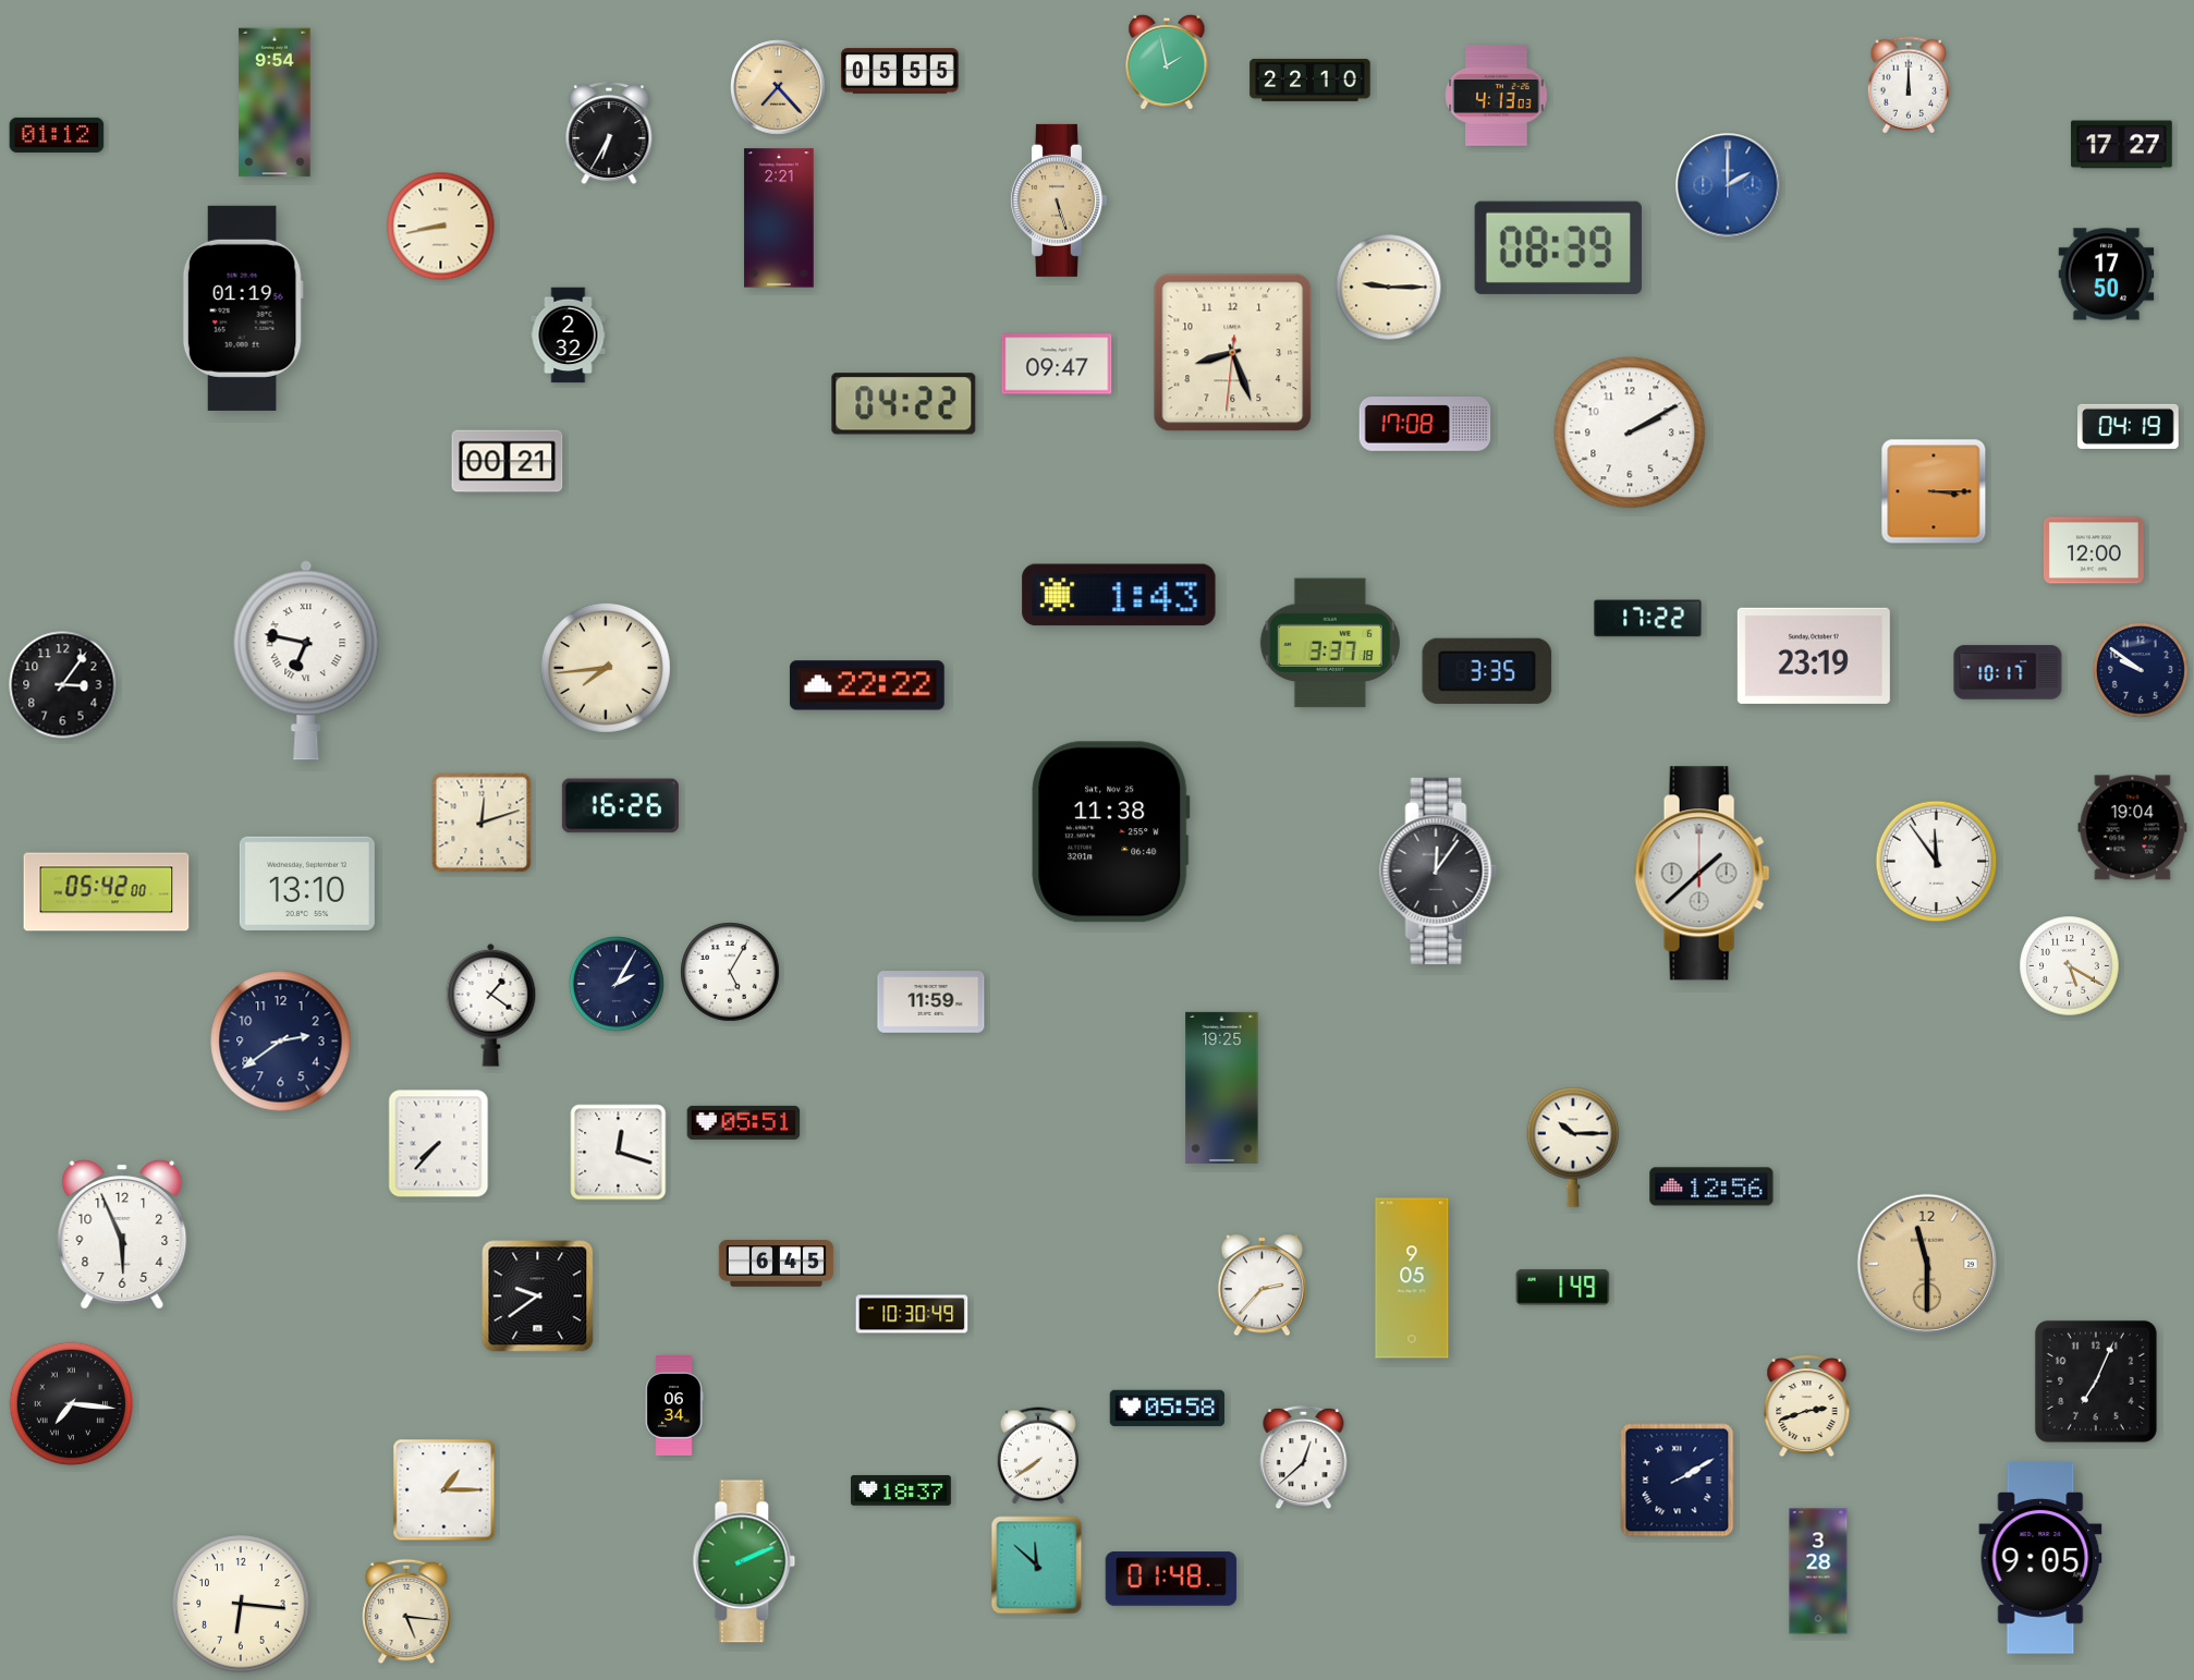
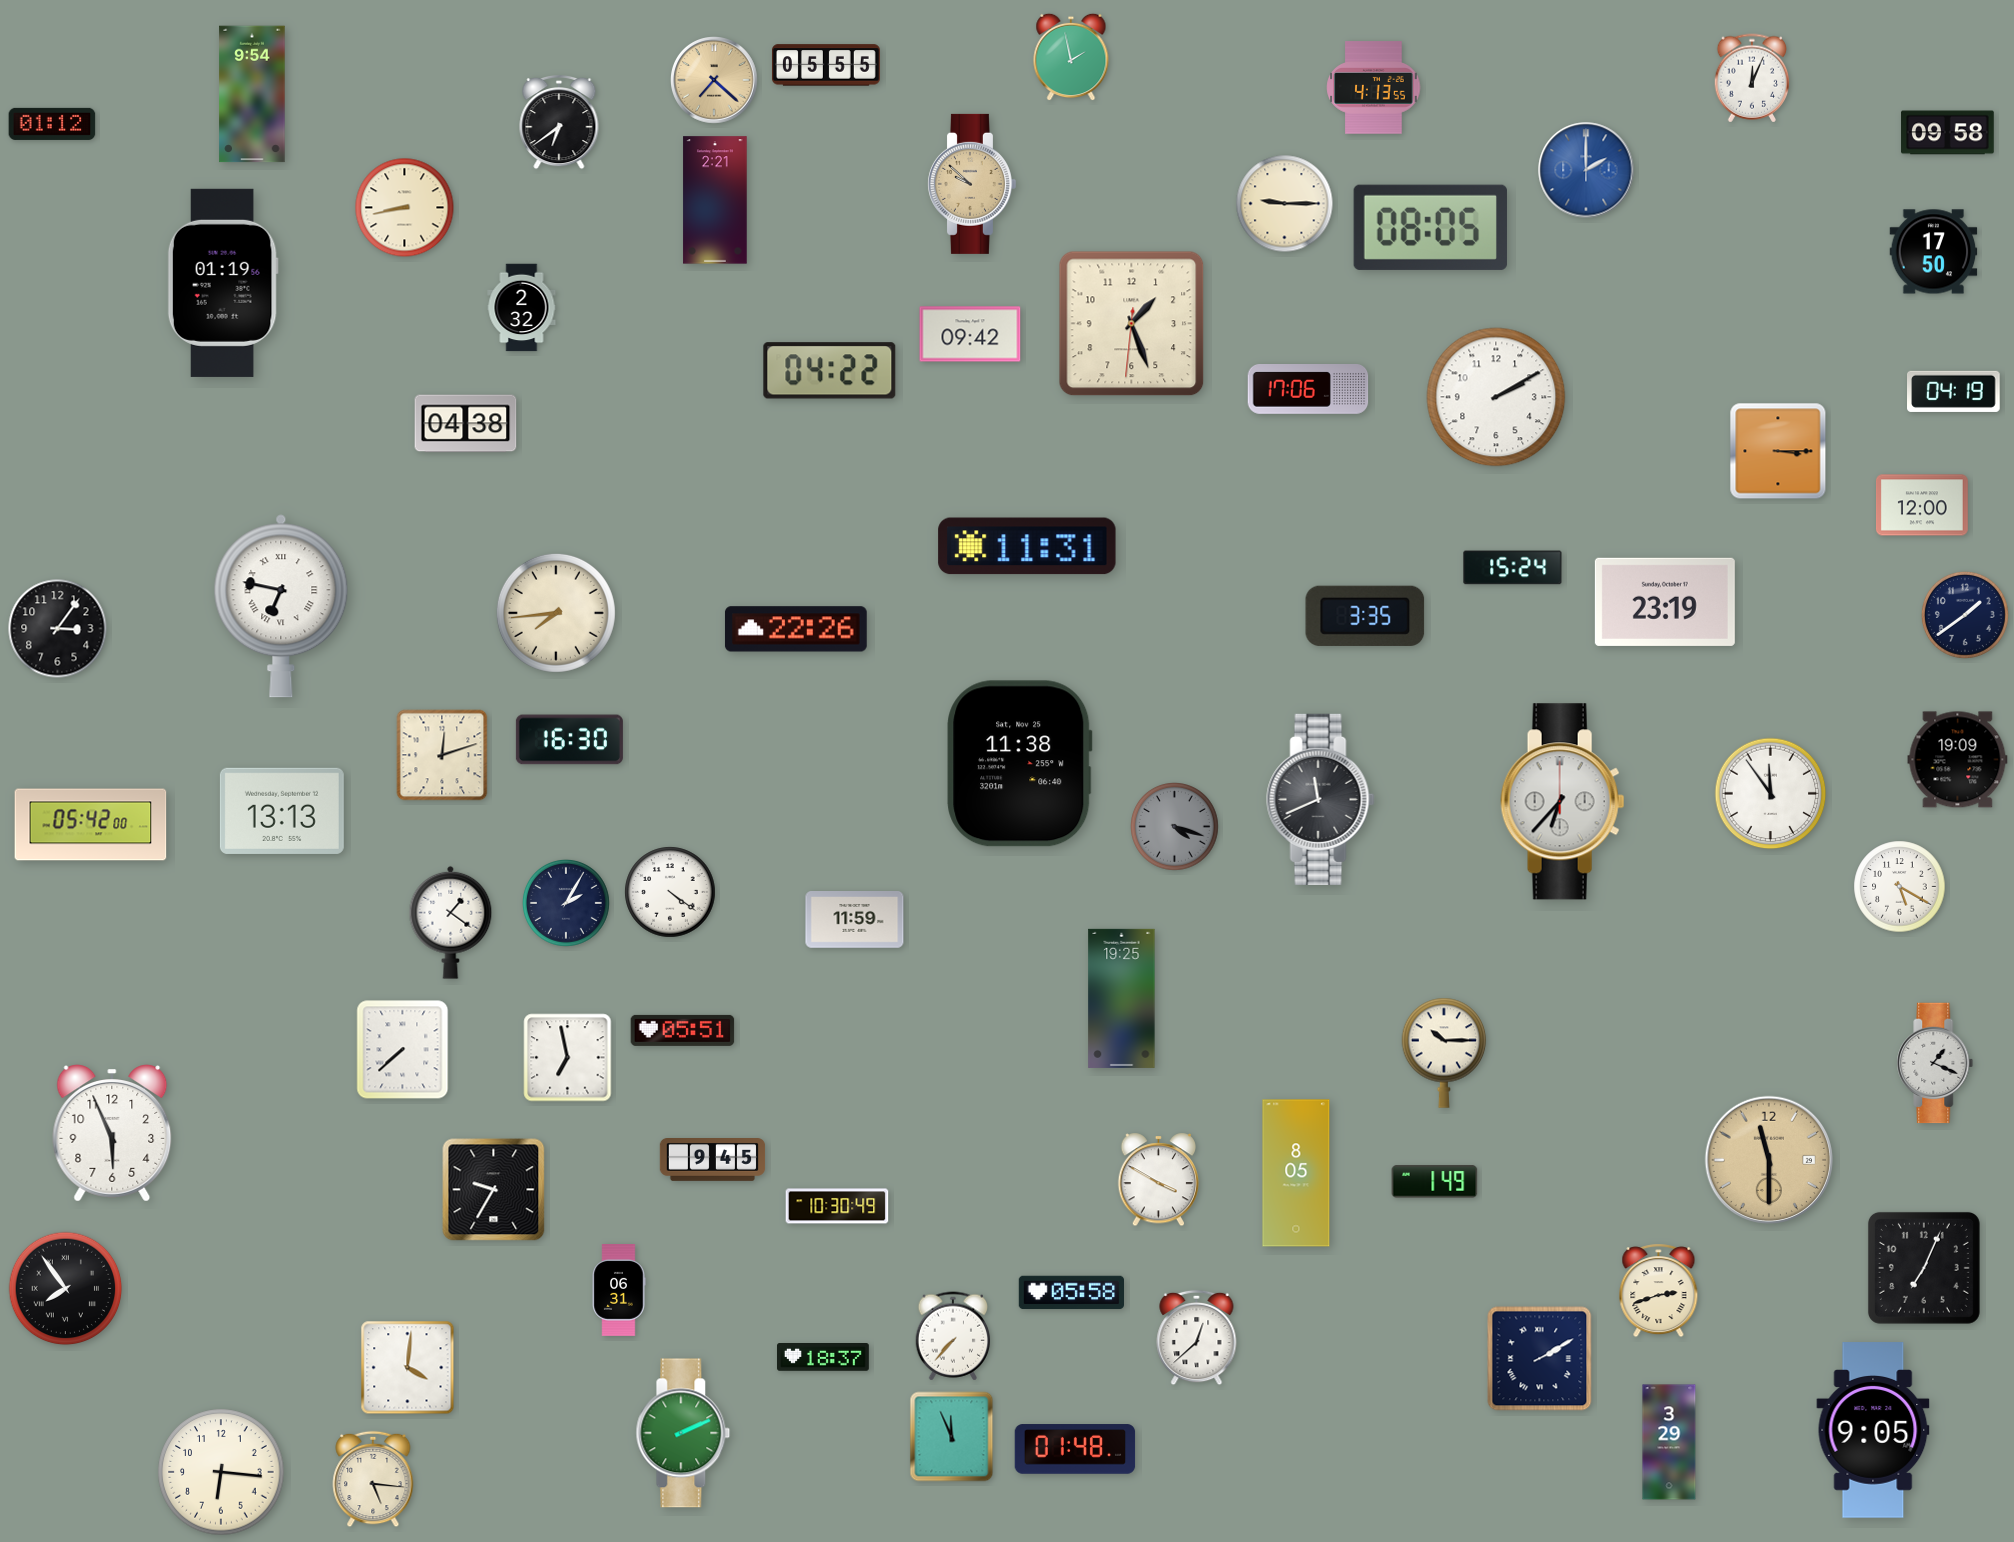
clock at (1311, 80): 22:10 -> none
clock at (1909, 85): 12:00 -> 12:04
clock at (779, 88): 7:23 -> 7:22
clock at (1497, 96): 4:13:03 -> 4:13:55
clock at (609, 133): 6:35 -> 6:39
clock at (2122, 145): 17:27 -> 09:58
clock at (1058, 200): 5:27 -> 9:52
clock at (1558, 247): 08:39 -> 08:05
clock at (1389, 288) position: (1389, 288) -> (1285, 204)
clock at (1233, 353): 8:26 -> 1:26
clock at (1057, 364): 09:47 -> 09:42
clock at (1425, 425): 17:08 -> 17:06
clock at (508, 462): 00:21 -> 04:38
clock at (1934, 491) position: (1934, 491) -> (1778, 451)
clock at (1119, 595): 1:43 -> 11:31
clock at (1648, 619): 17:22 -> 15:24
clock at (1330, 643): 3:37 -> none
clock at (2141, 670): 9:51 -> 1:39
clock at (2008, 672): 10:17 -> none
clock at (867, 685): 22:22 -> 22:26
clock at (620, 806): 16:26 -> 16:30
clock at (2133, 828): 19:04 -> 19:09
clock at (1937, 862) position: (1937, 862) -> (1771, 794)
clock at (1439, 871): 12:06 -> 11:41
clock at (1703, 874): 1:38 -> 6:37
clock at (307, 884): 13:10 -> 13:13
clock at (107, 892) position: (107, 892) -> (91, 825)
clock at (1175, 827): none -> 4:18
clock at (730, 972): 5:05 -> 4:21
clock at (281, 1042): 2:39 -> none
clock at (439, 1144): 7:37 -> 7:38
clock at (619, 1153): 12:18 -> 6:58
clock at (1935, 1063): none -> 1:19
clock at (1711, 1186): 12:56 -> none
clock at (777, 1264): 6:45 -> 9:45
clock at (1412, 1278): 9:05 -> 8:05
clock at (1263, 1286): 2:37 -> 3:50
clock at (538, 1296): 9:39 -> 9:35
clock at (72, 1404): 7:16 -> 7:54
clock at (674, 1407): 06:34 -> 06:31
clock at (1038, 1456): 7:39 -> 7:37
clock at (444, 1490): 1:15 -> 4:01
clock at (902, 1490) position: (902, 1490) -> (824, 1357)
clock at (1037, 1566): 11:52 -> 11:56
clock at (1818, 1571): 3:28 -> 3:29
